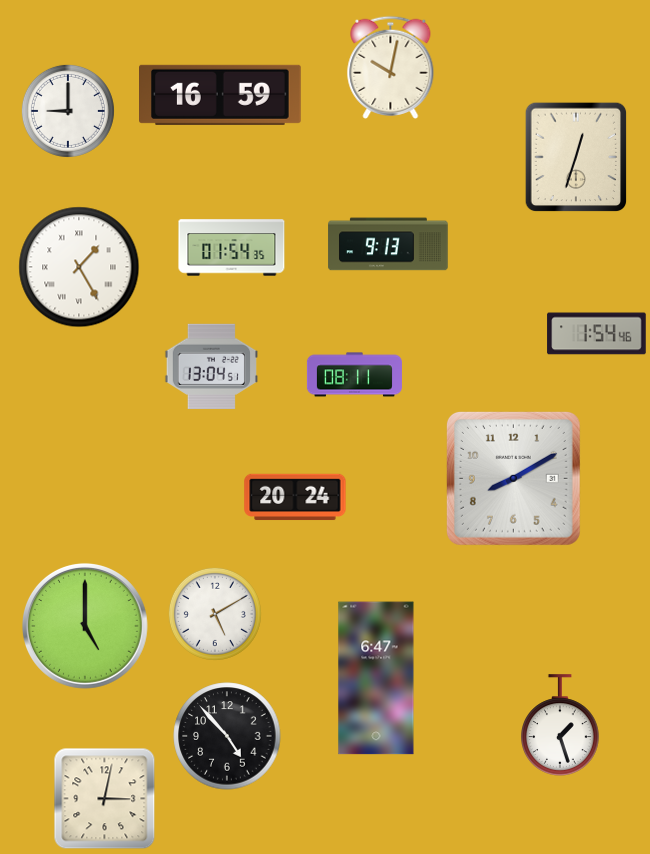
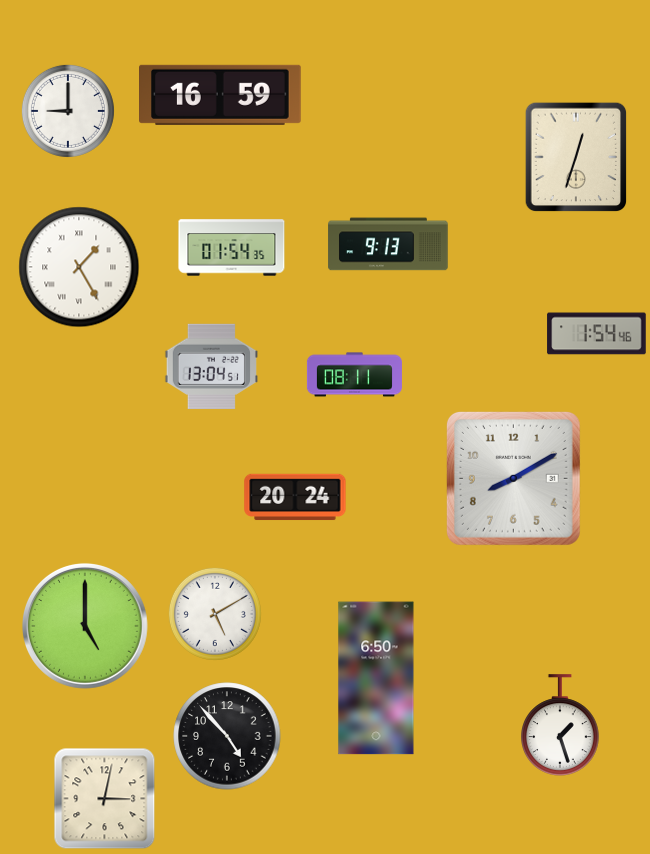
clock at (391, 67): 10:02 -> none
clock at (376, 678): 6:47 -> 6:50
